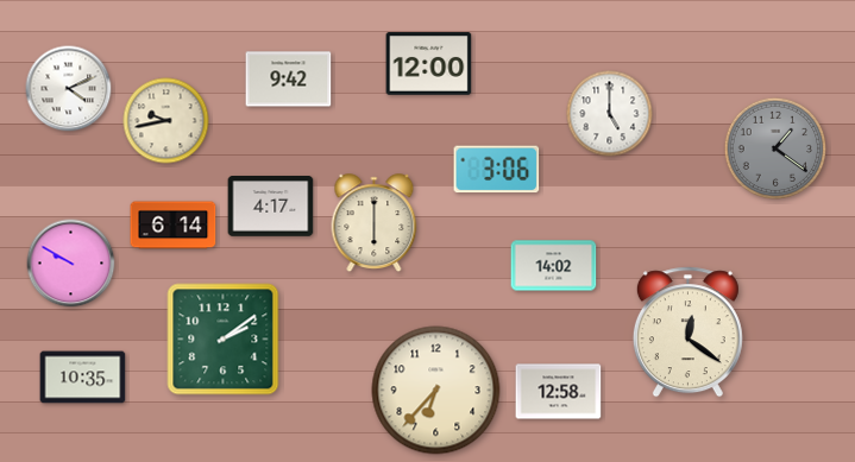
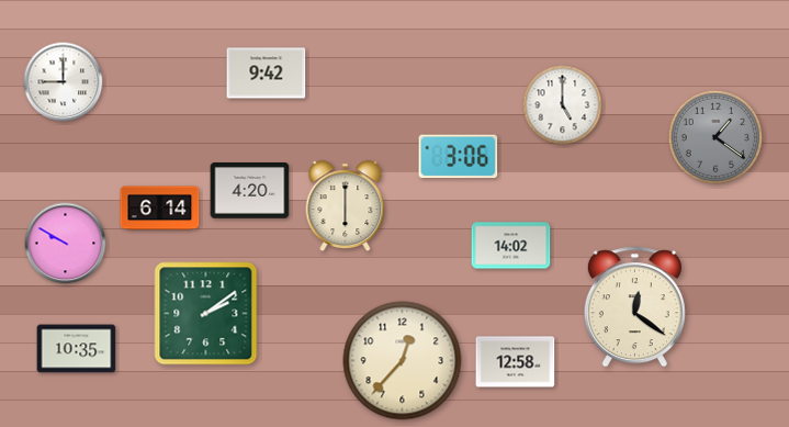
clock at (429, 64): 12:00 -> none
clock at (69, 89): 4:11 -> 9:00
clock at (166, 121): 9:43 -> none
clock at (271, 207): 4:17 -> 4:20
clock at (436, 391): 6:37 -> 12:37
